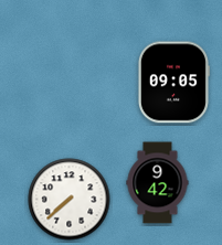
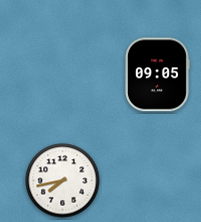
clock at (158, 183): 9:42 -> none
clock at (70, 200): 7:38 -> 7:43
